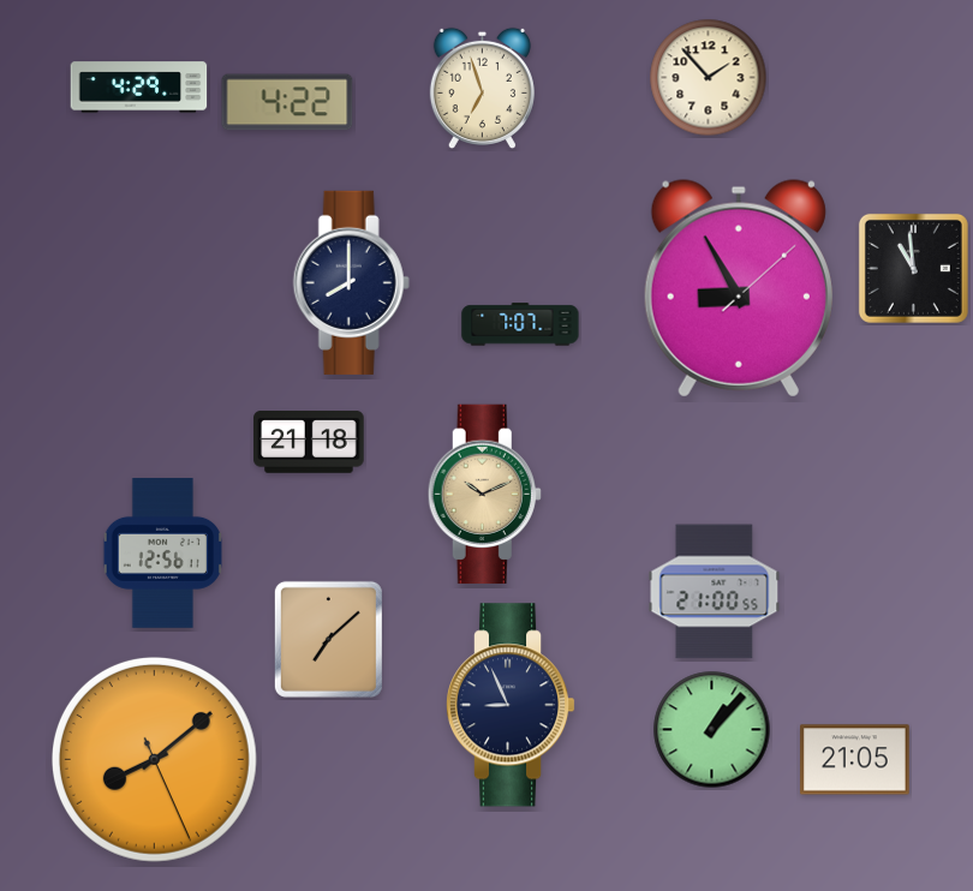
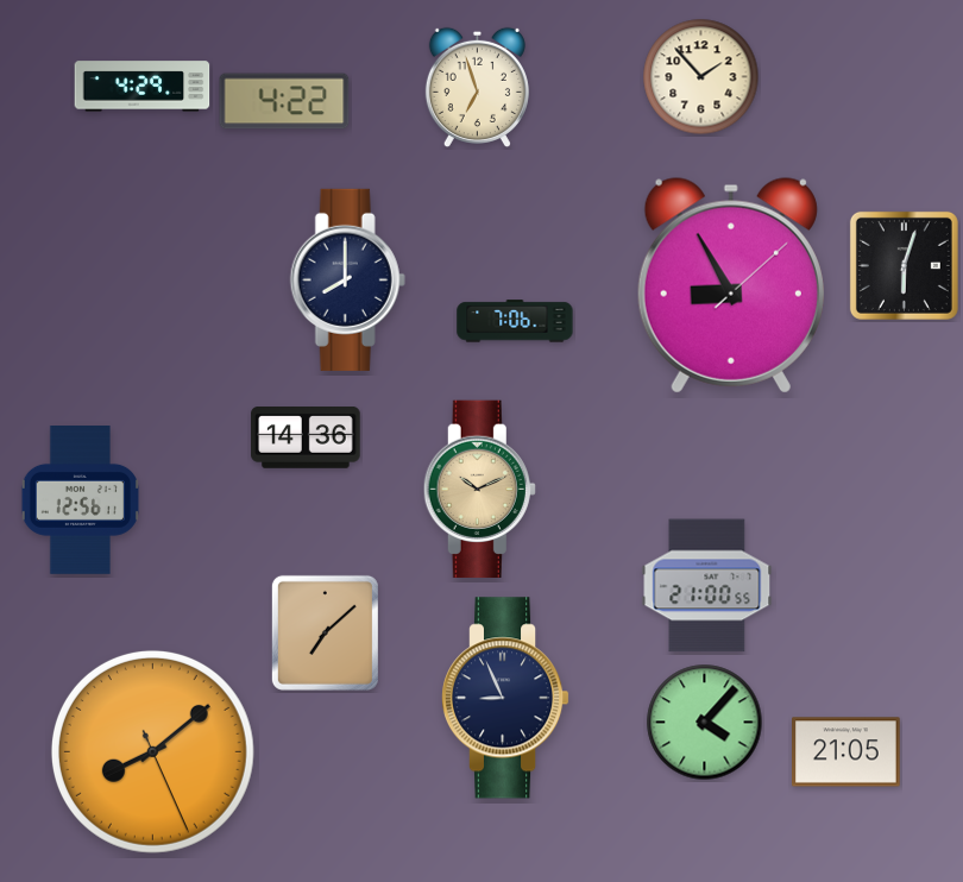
clock at (139, 88) position: (139, 88) -> (143, 87)
clock at (913, 268): 10:59 -> 6:03
clock at (520, 324): 7:07 -> 7:06
clock at (309, 443): 21:18 -> 14:36
clock at (162, 554) position: (162, 554) -> (80, 500)
clock at (712, 730): 1:07 -> 4:07
